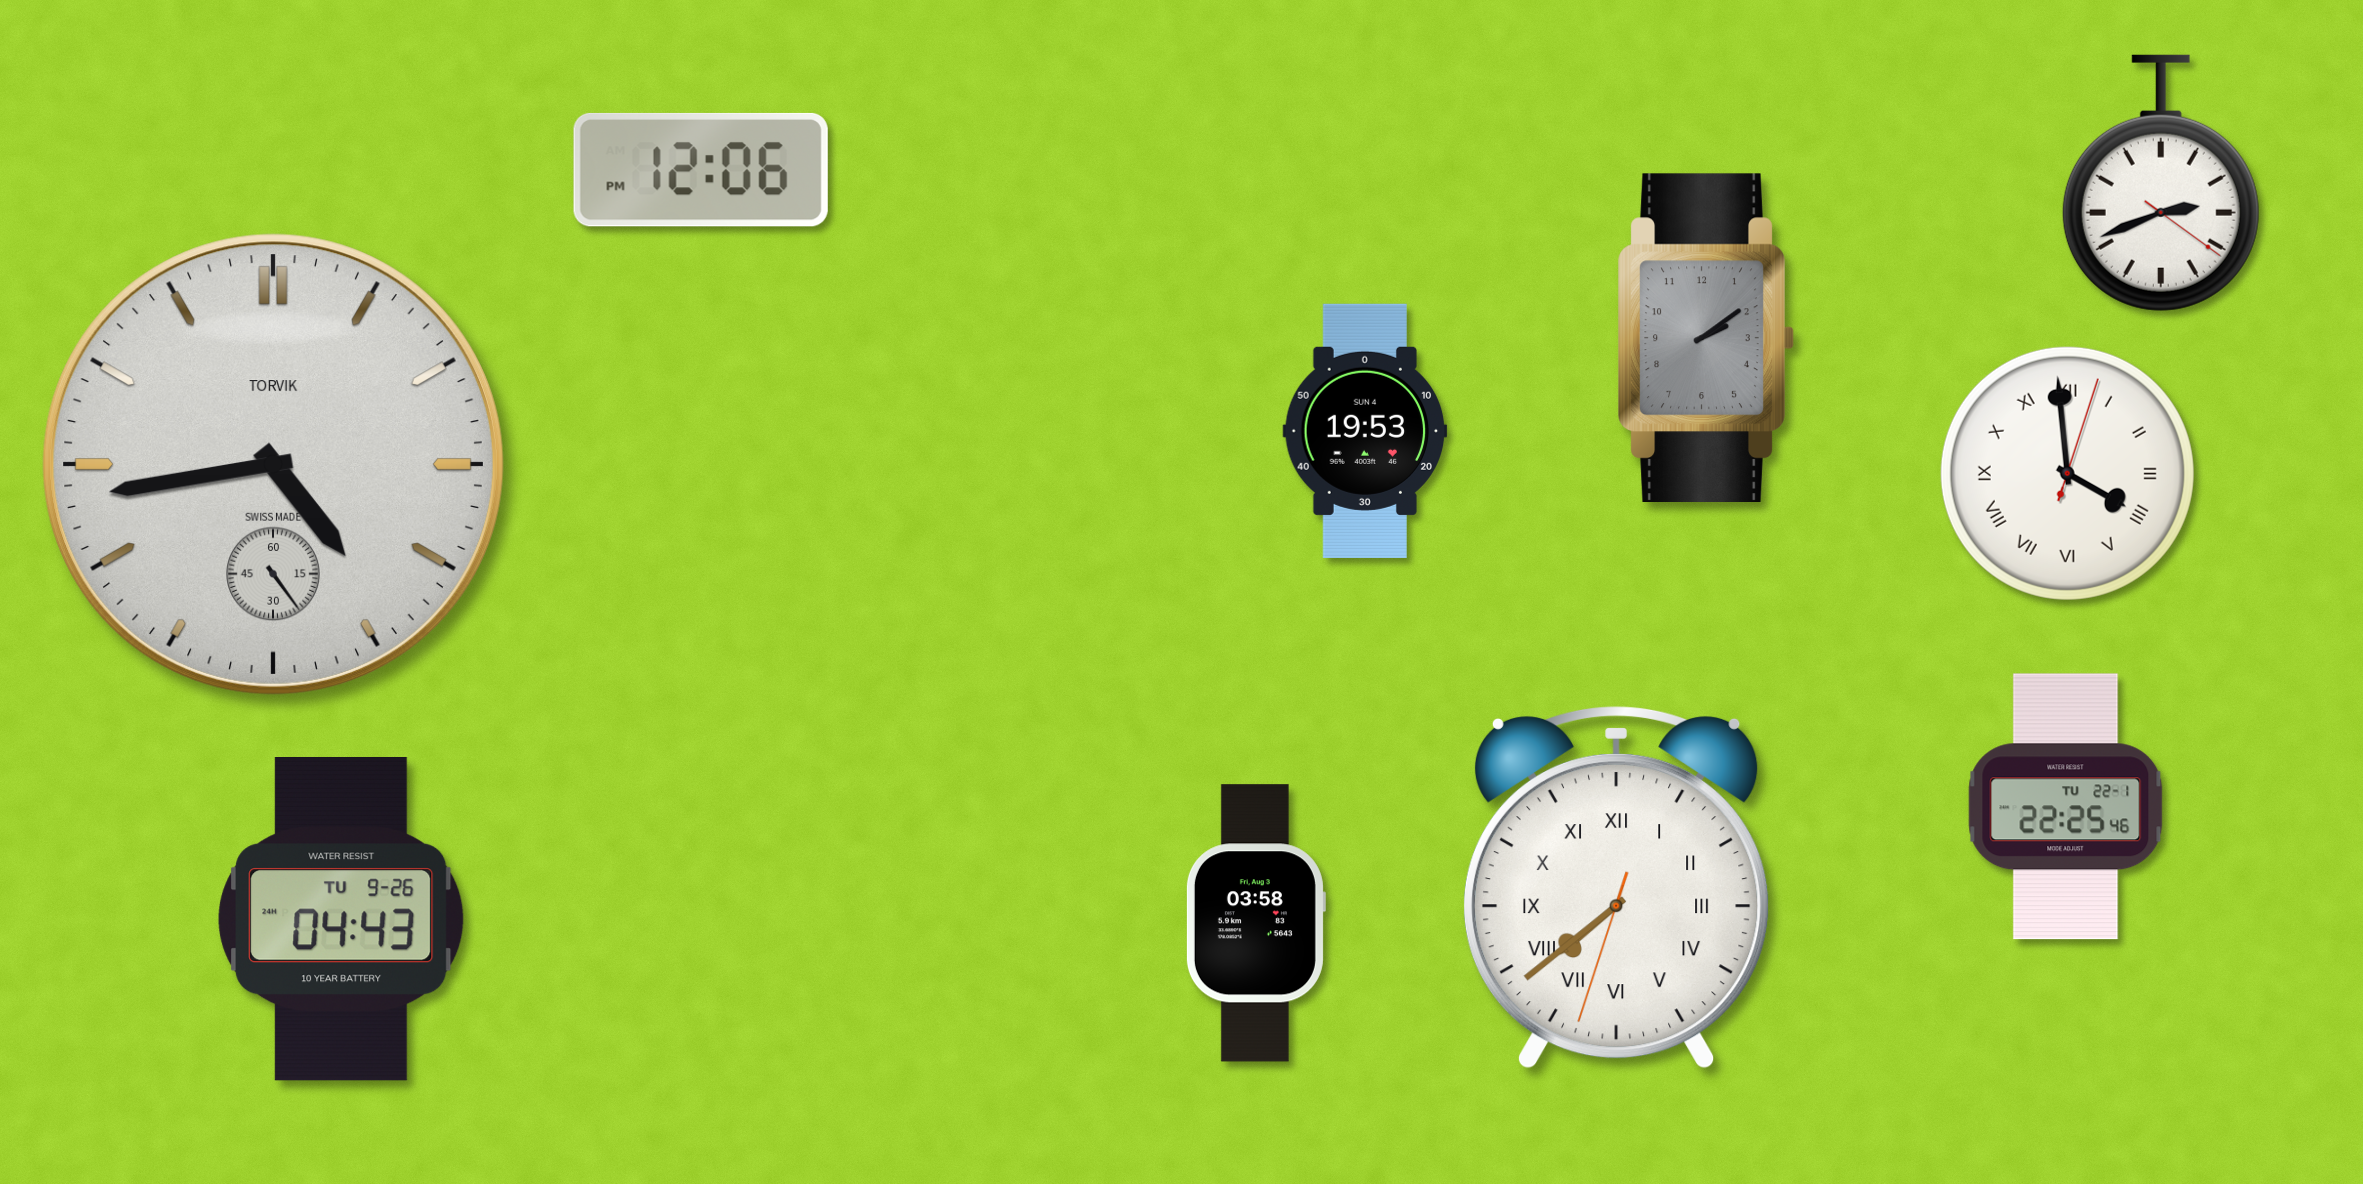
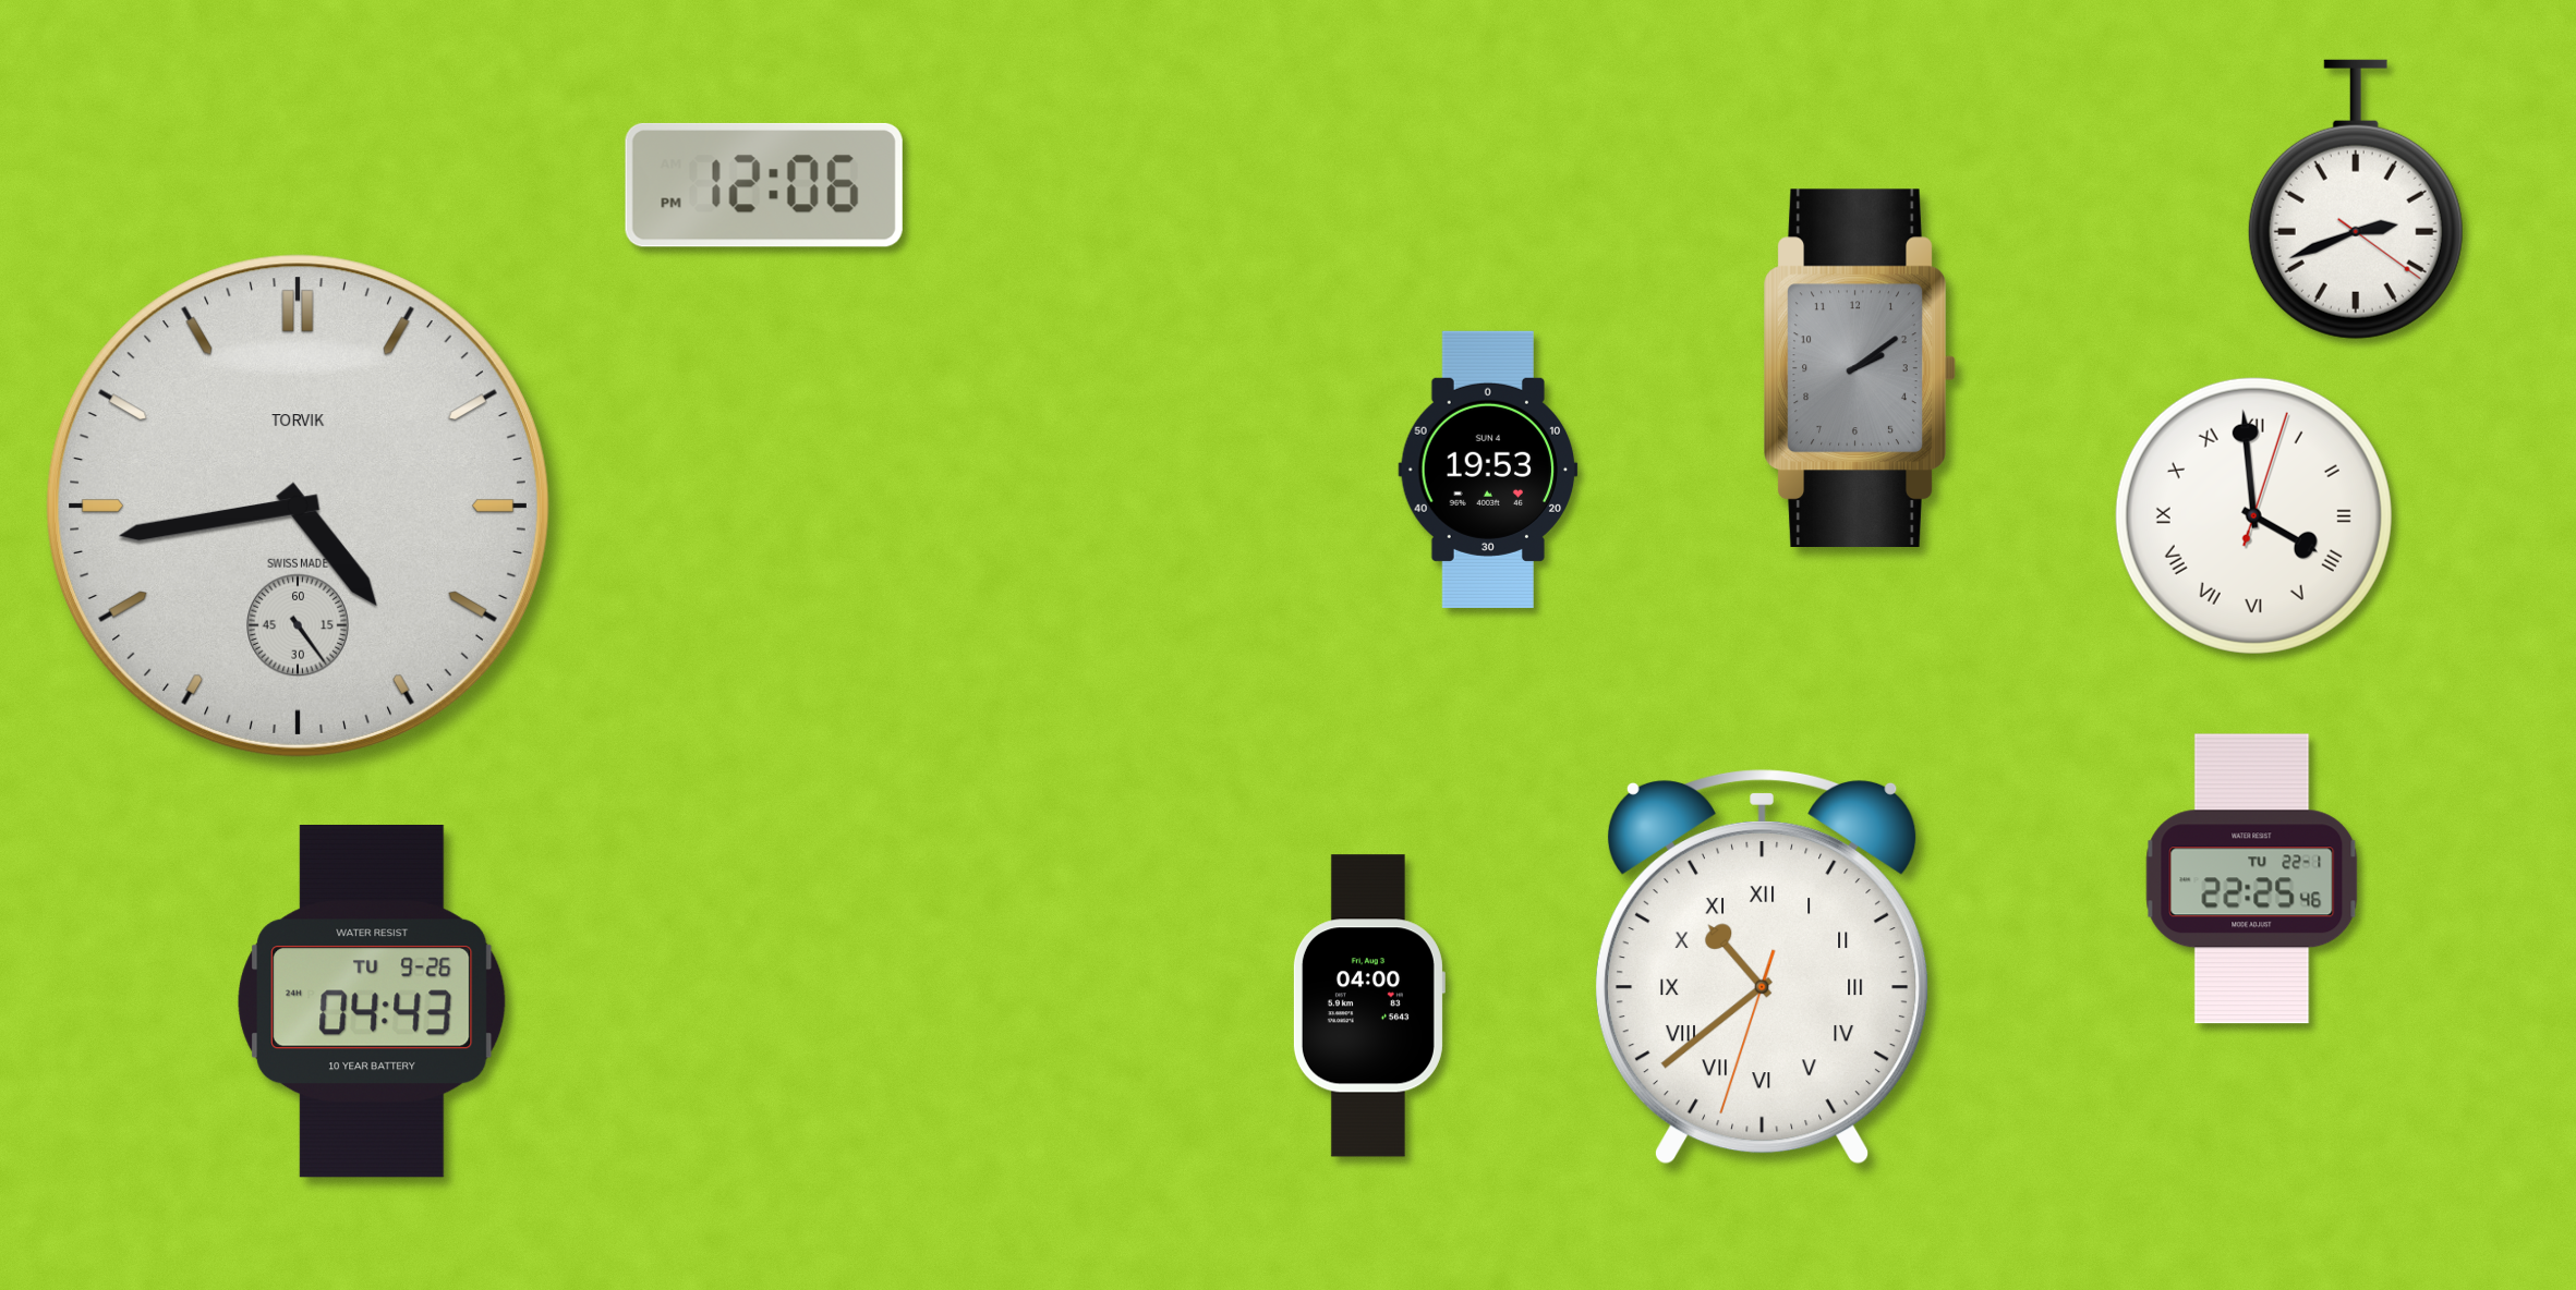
clock at (1616, 887): 7:38 -> 10:38
clock at (1255, 923): 03:58 -> 04:00
